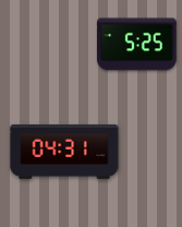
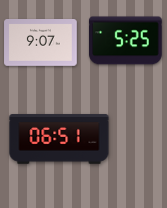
clock at (41, 43): none -> 9:07
clock at (64, 152): 04:31 -> 06:51
